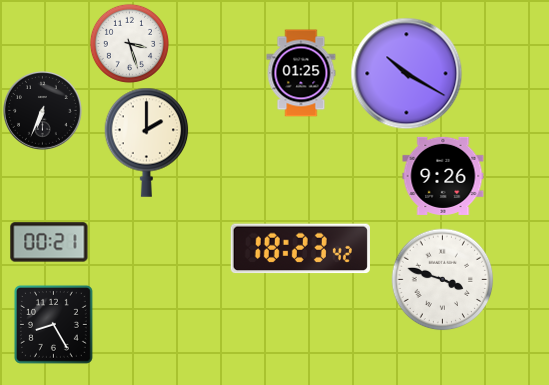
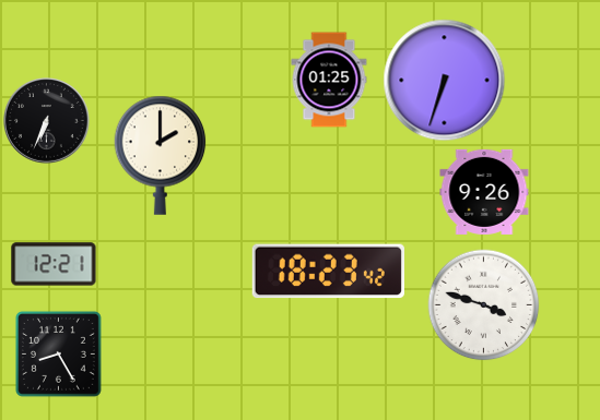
clock at (129, 43): 3:27 -> none
clock at (407, 74): 10:20 -> 6:33
clock at (49, 242): 00:21 -> 12:21
